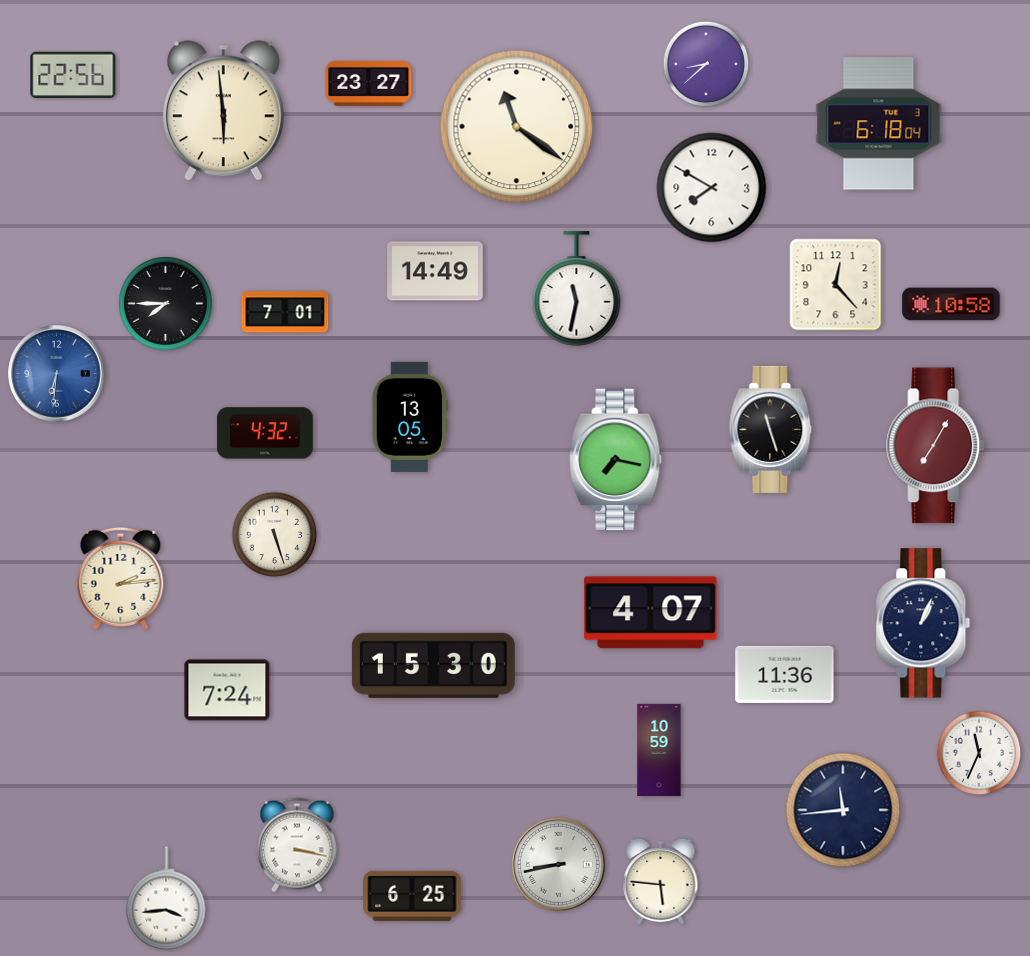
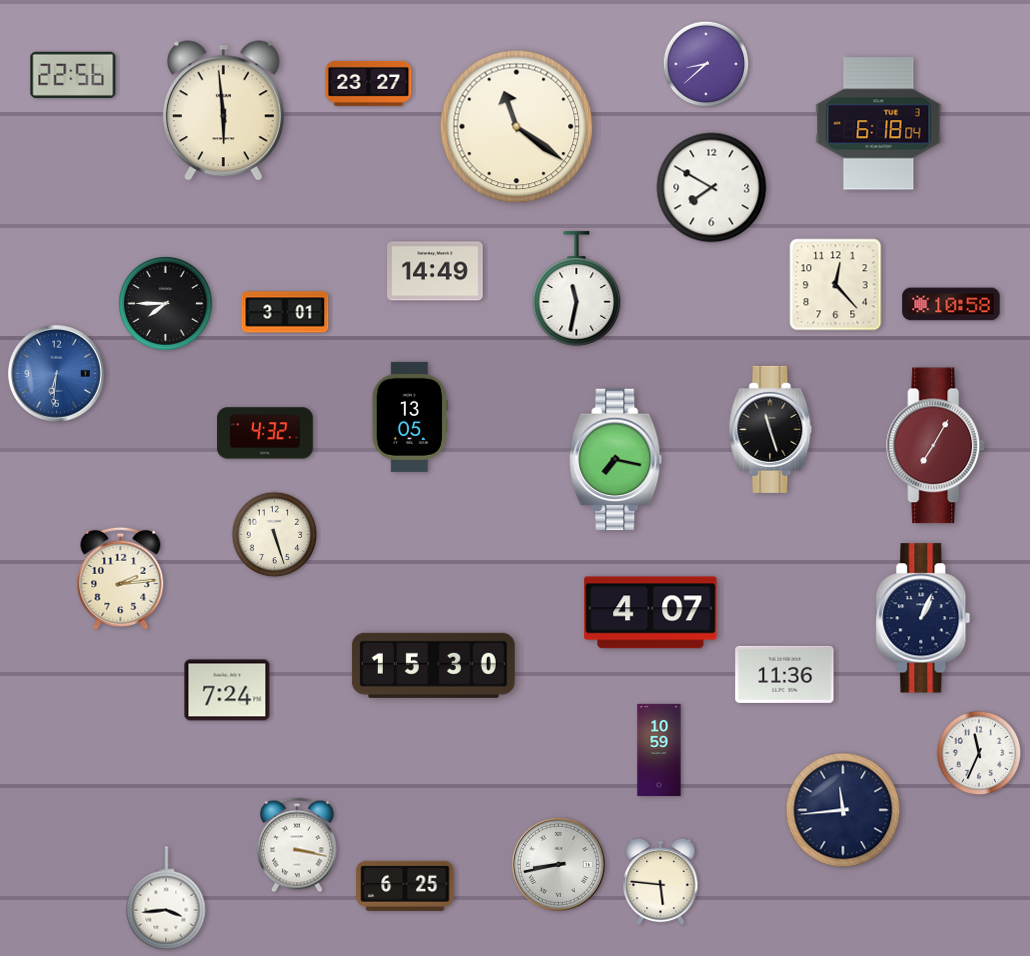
clock at (285, 312): 7:01 -> 3:01
clock at (923, 623) position: (923, 623) -> (923, 618)
clock at (412, 896) position: (412, 896) -> (405, 886)
